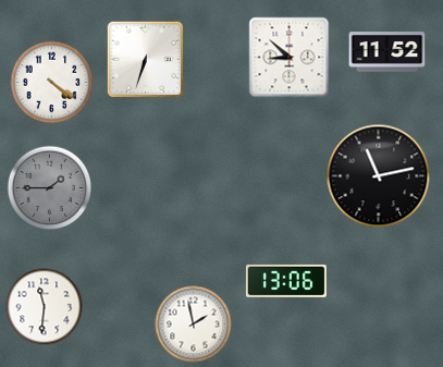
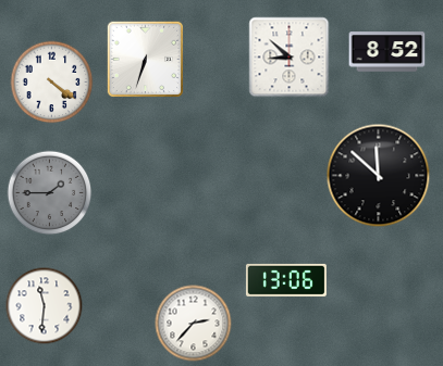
clock at (387, 52): 11:52 -> 8:52
clock at (379, 176): 11:13 -> 11:52
clock at (50, 188) position: (50, 188) -> (50, 193)
clock at (194, 325): 1:58 -> 2:37
